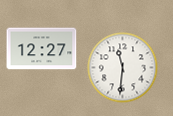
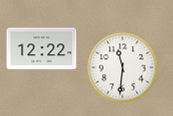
clock at (42, 49): 12:27 -> 12:22
